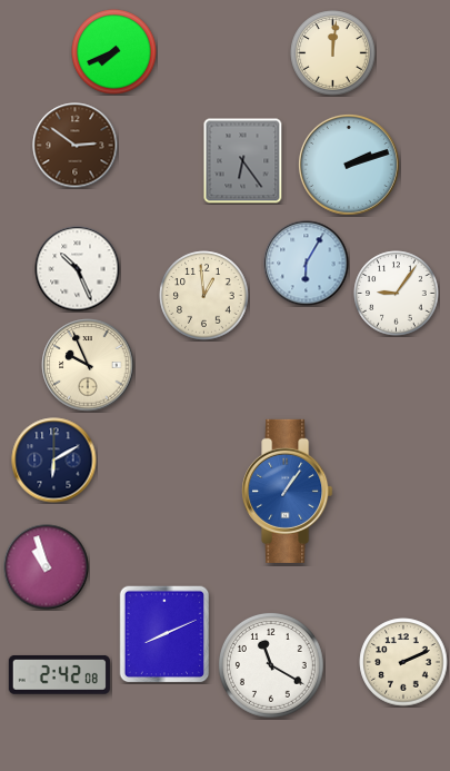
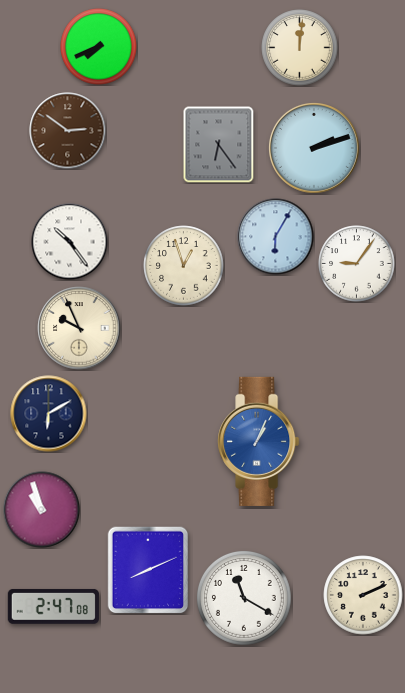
clock at (114, 52) position: (114, 52) -> (99, 47)
clock at (78, 269): 10:26 -> 10:24
clock at (204, 296): 12:59 -> 12:57
clock at (288, 491): 1:06 -> 1:04
clock at (59, 674): 2:42 -> 2:47
